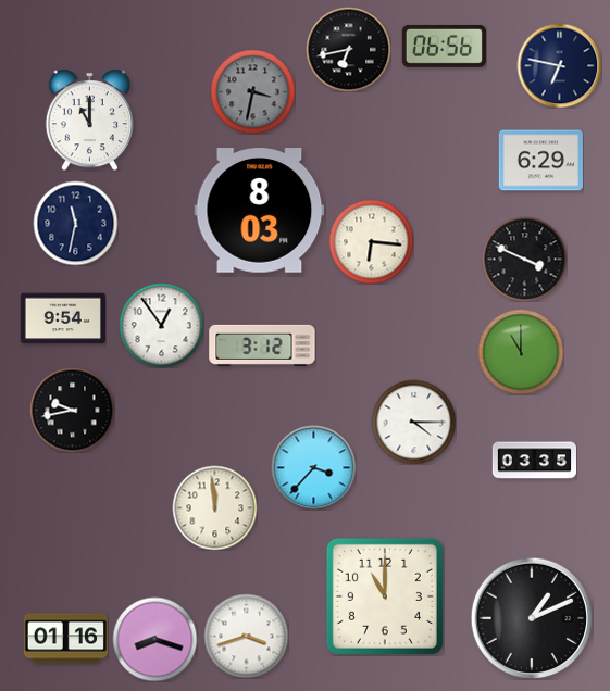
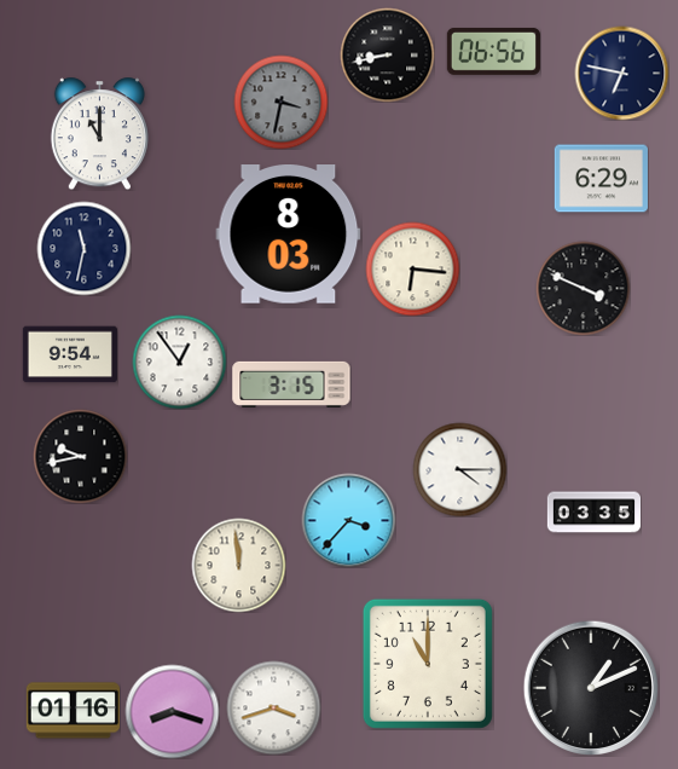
clock at (348, 49): 6:43 -> 8:43
clock at (262, 345): 3:12 -> 3:15
clock at (521, 352): 11:00 -> none
